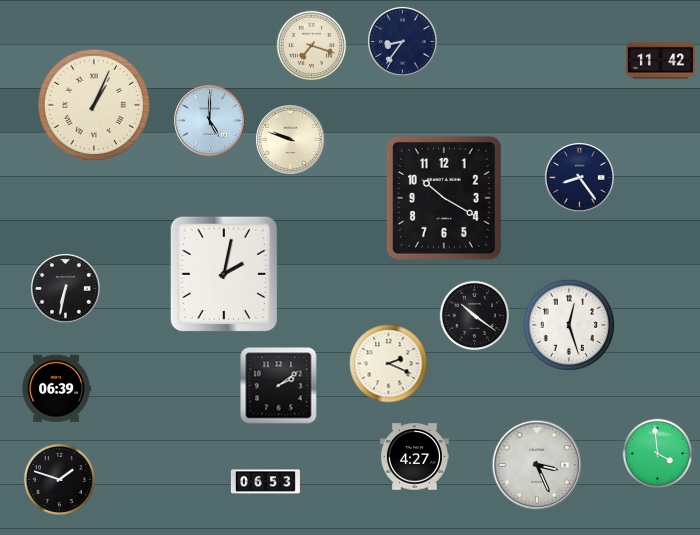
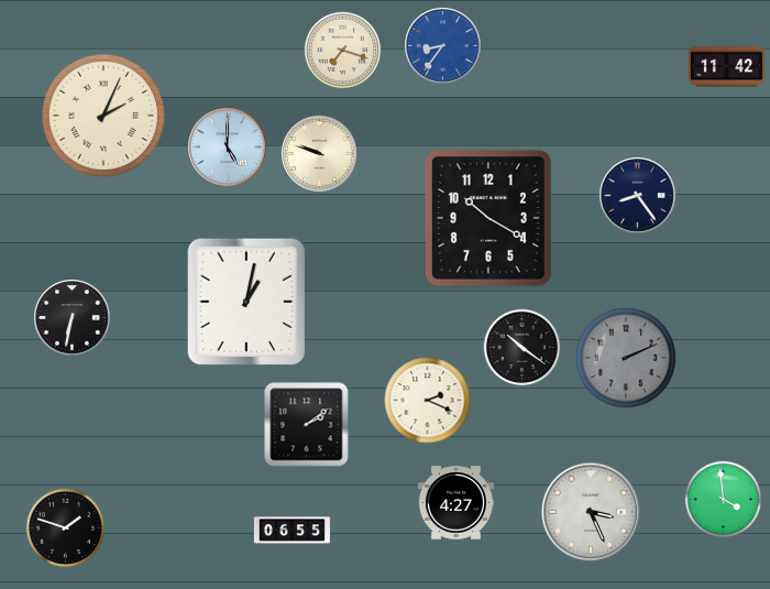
clock at (403, 42) dial: navy -> blue
clock at (94, 105): 1:04 -> 2:04
clock at (210, 121) position: (210, 121) -> (228, 148)
clock at (224, 274): 2:02 -> 1:02
clock at (569, 325): 12:27 -> 2:11
clock at (569, 325) dial: white -> grey
clock at (56, 389): 06:39 -> none
clock at (265, 482): 06:53 -> 06:55
